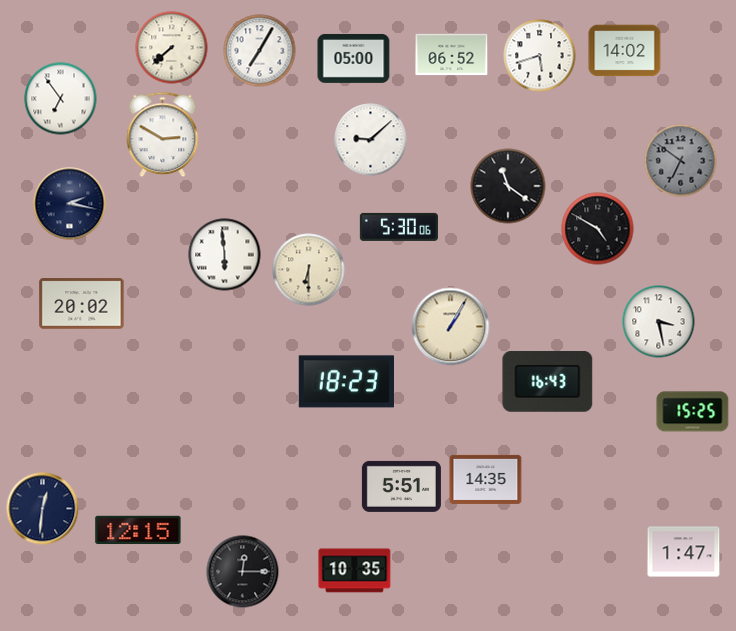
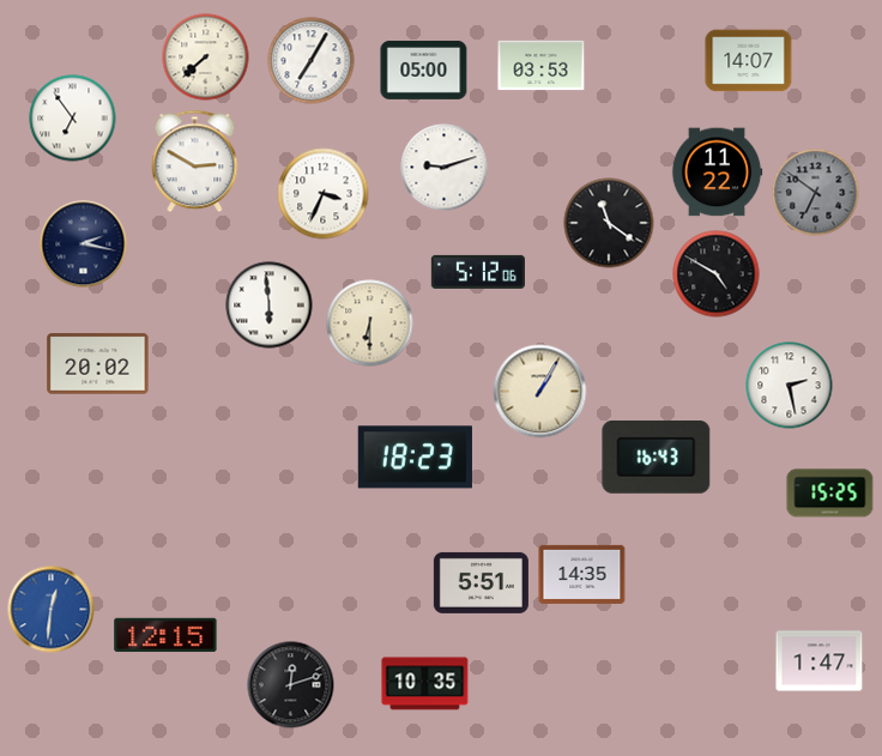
clock at (625, 51): 14:02 -> 14:07
clock at (452, 55): 06:52 -> 03:53
clock at (540, 56): 5:42 -> none
clock at (371, 140): 9:08 -> 9:12
clock at (717, 173): none -> 11:22
clock at (324, 194): none -> 3:34
clock at (399, 227): 5:30 -> 5:12
clock at (659, 322): 3:28 -> 2:28
clock at (43, 509) dial: navy -> blue
clock at (243, 572): 12:15 -> 12:12
